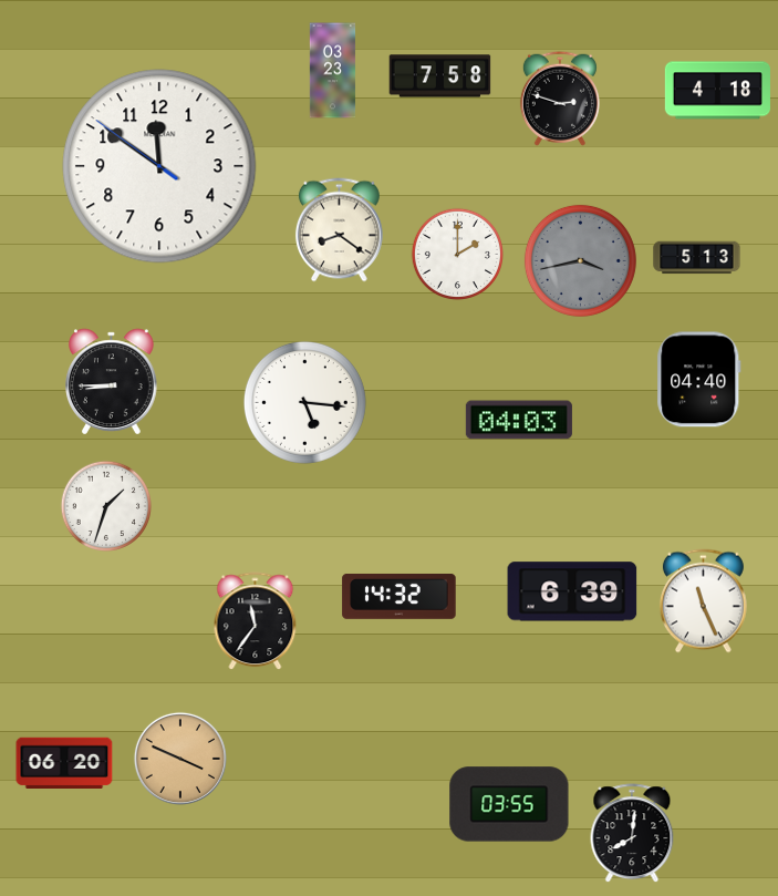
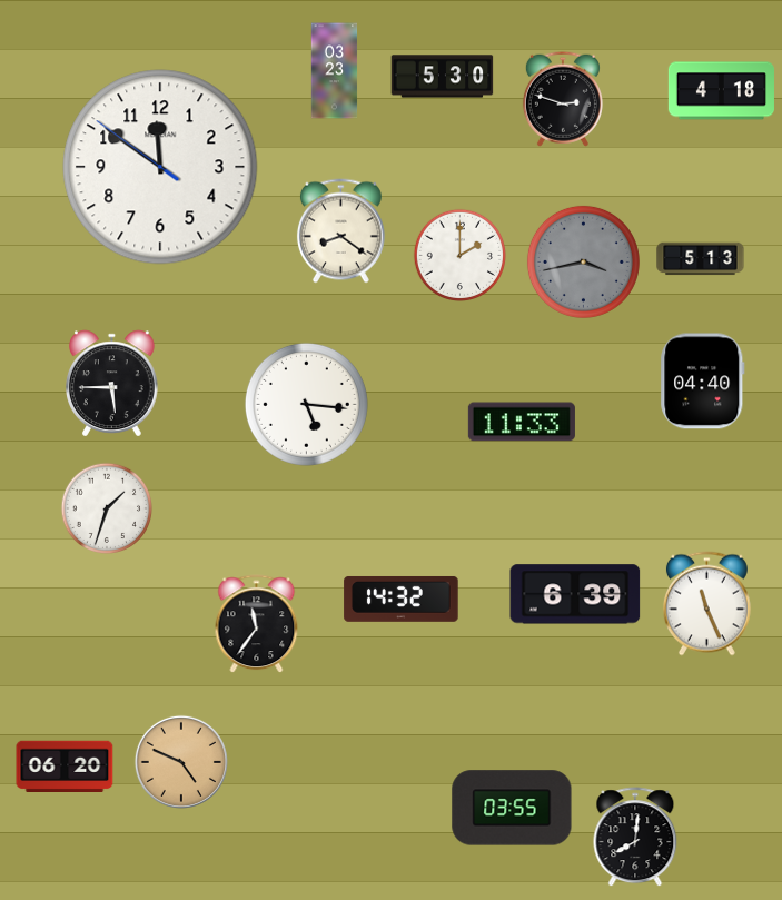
clock at (440, 76): 7:58 -> 5:30
clock at (112, 382): 8:45 -> 5:45
clock at (519, 420): 04:03 -> 11:33
clock at (180, 759): 3:49 -> 4:49
